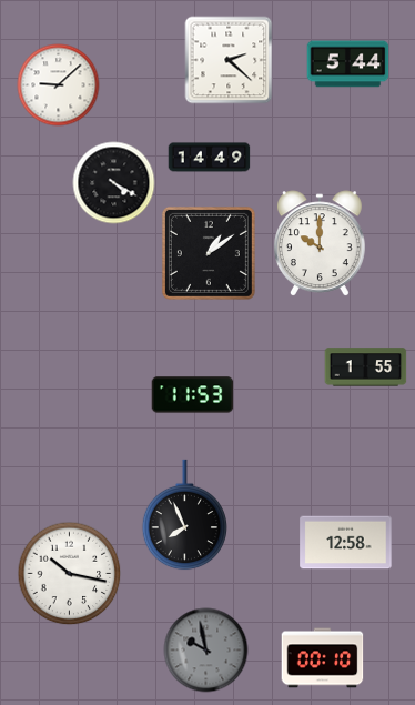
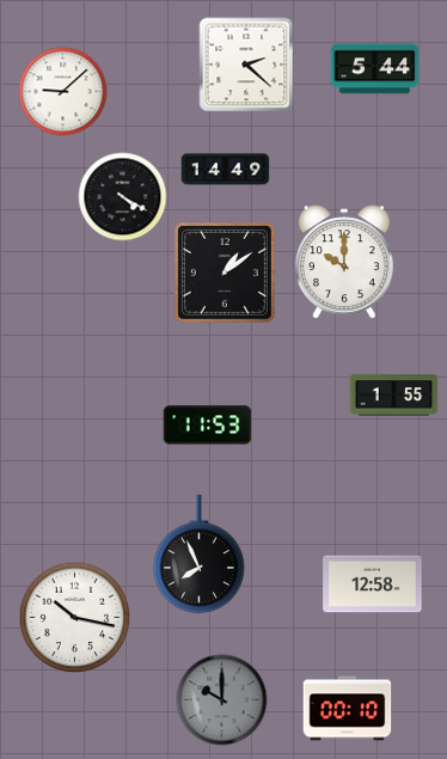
clock at (206, 651): 9:58 -> 10:00
